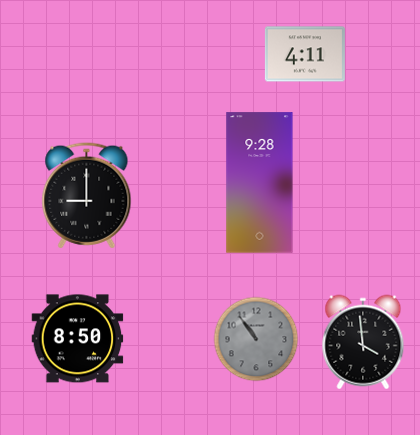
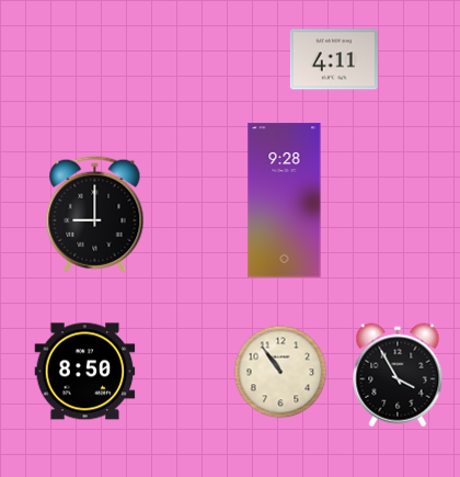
clock at (256, 339) dial: grey -> cream
clock at (363, 342): 3:59 -> 3:55
